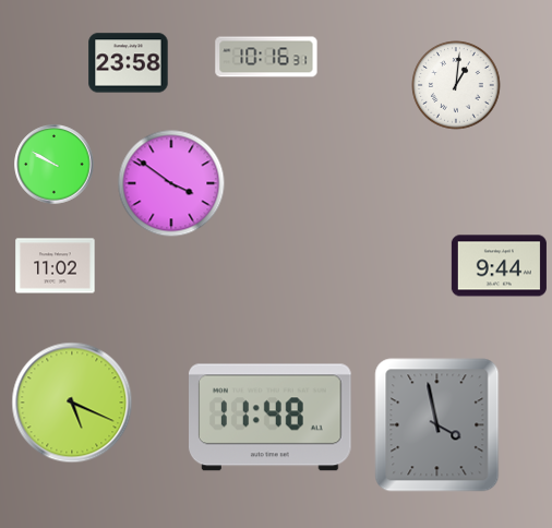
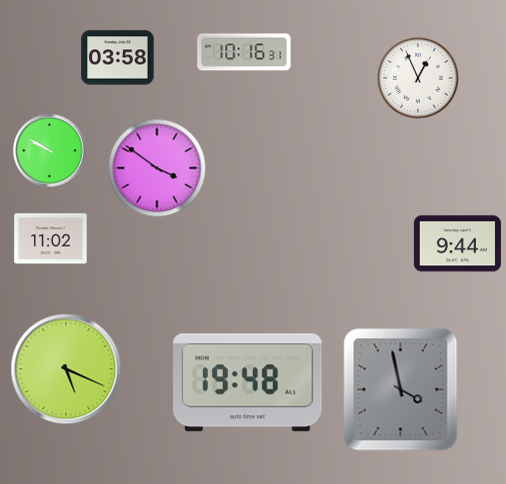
clock at (129, 63): 23:58 -> 03:58
clock at (456, 85): 1:01 -> 12:56
clock at (56, 266) position: (56, 266) -> (51, 239)
clock at (271, 418): 11:48 -> 19:48
